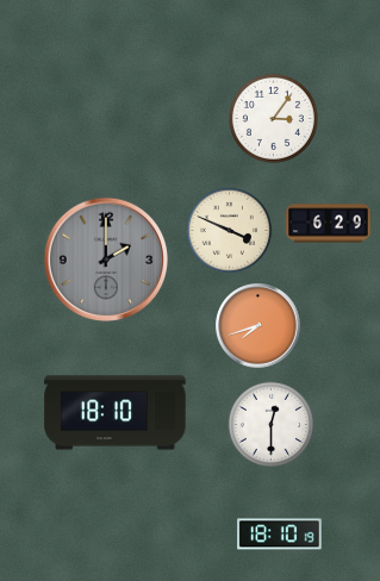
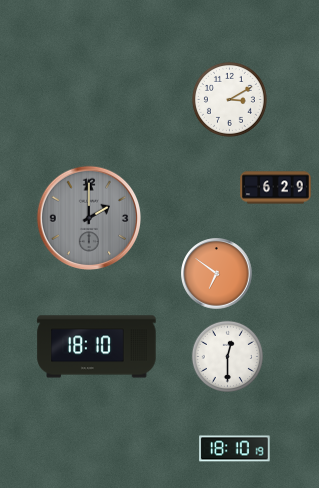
clock at (273, 118): 3:06 -> 3:10
clock at (229, 230): 3:49 -> none
clock at (258, 326): 7:42 -> 6:51
